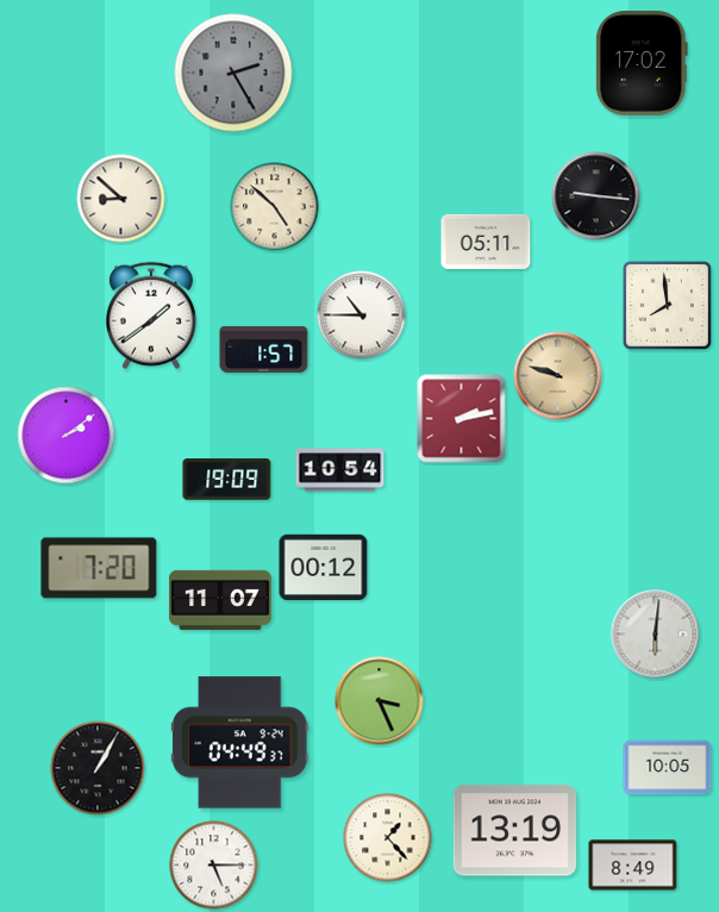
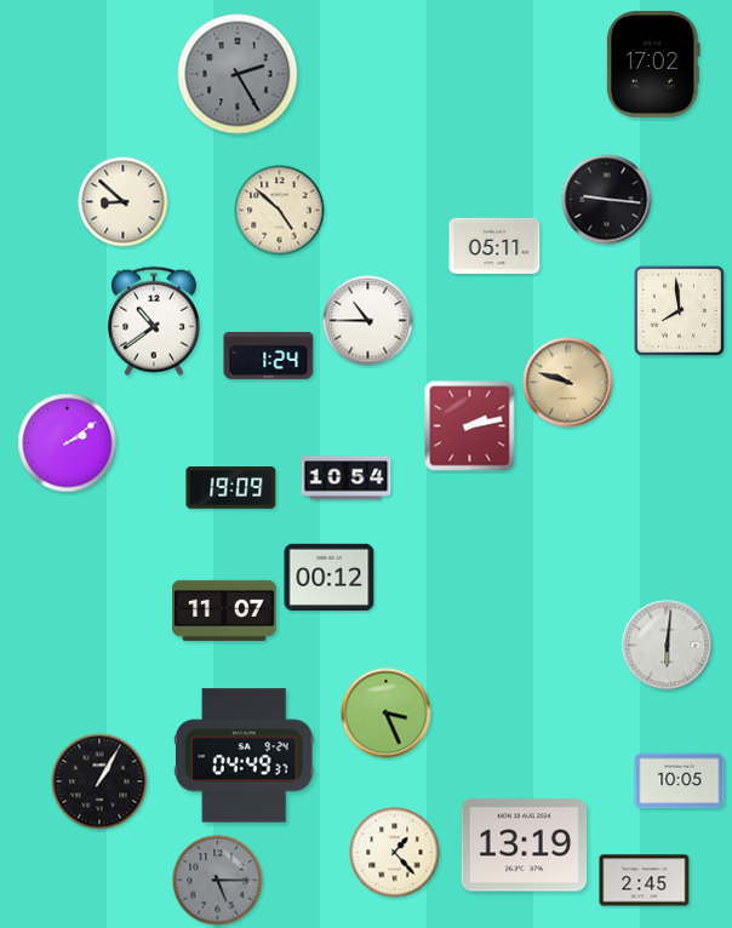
clock at (151, 316): 1:39 -> 10:39
clock at (264, 349): 1:57 -> 1:24
clock at (99, 568): 7:20 -> none
clock at (214, 866) dial: white -> grey
clock at (633, 866): 8:49 -> 2:45
